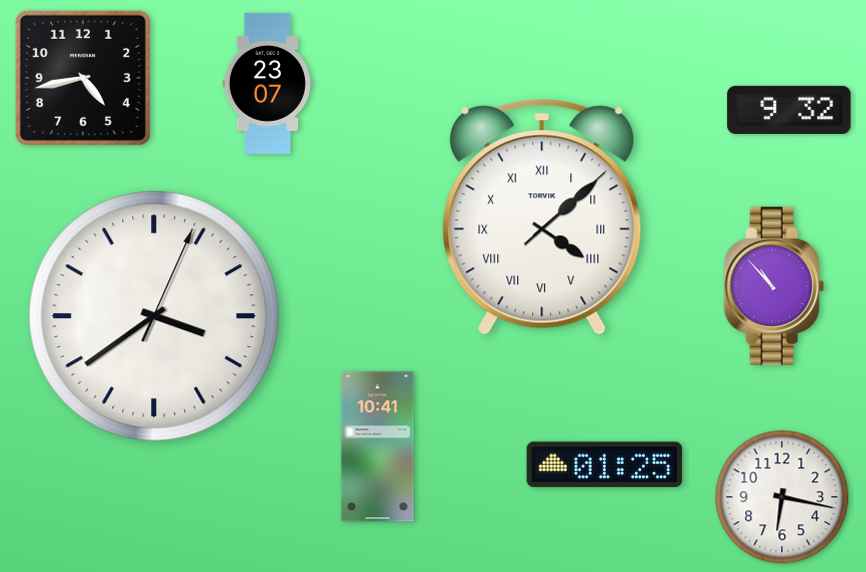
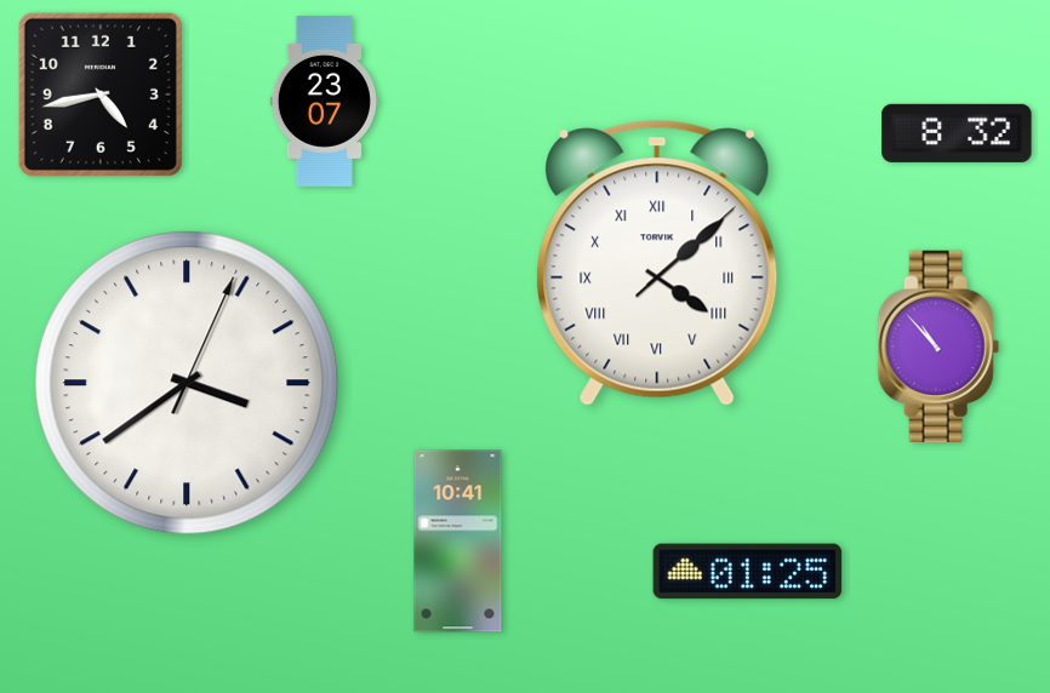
clock at (789, 110): 9:32 -> 8:32
clock at (605, 465) position: (605, 465) -> (748, 572)
clock at (782, 497): 6:17 -> none
